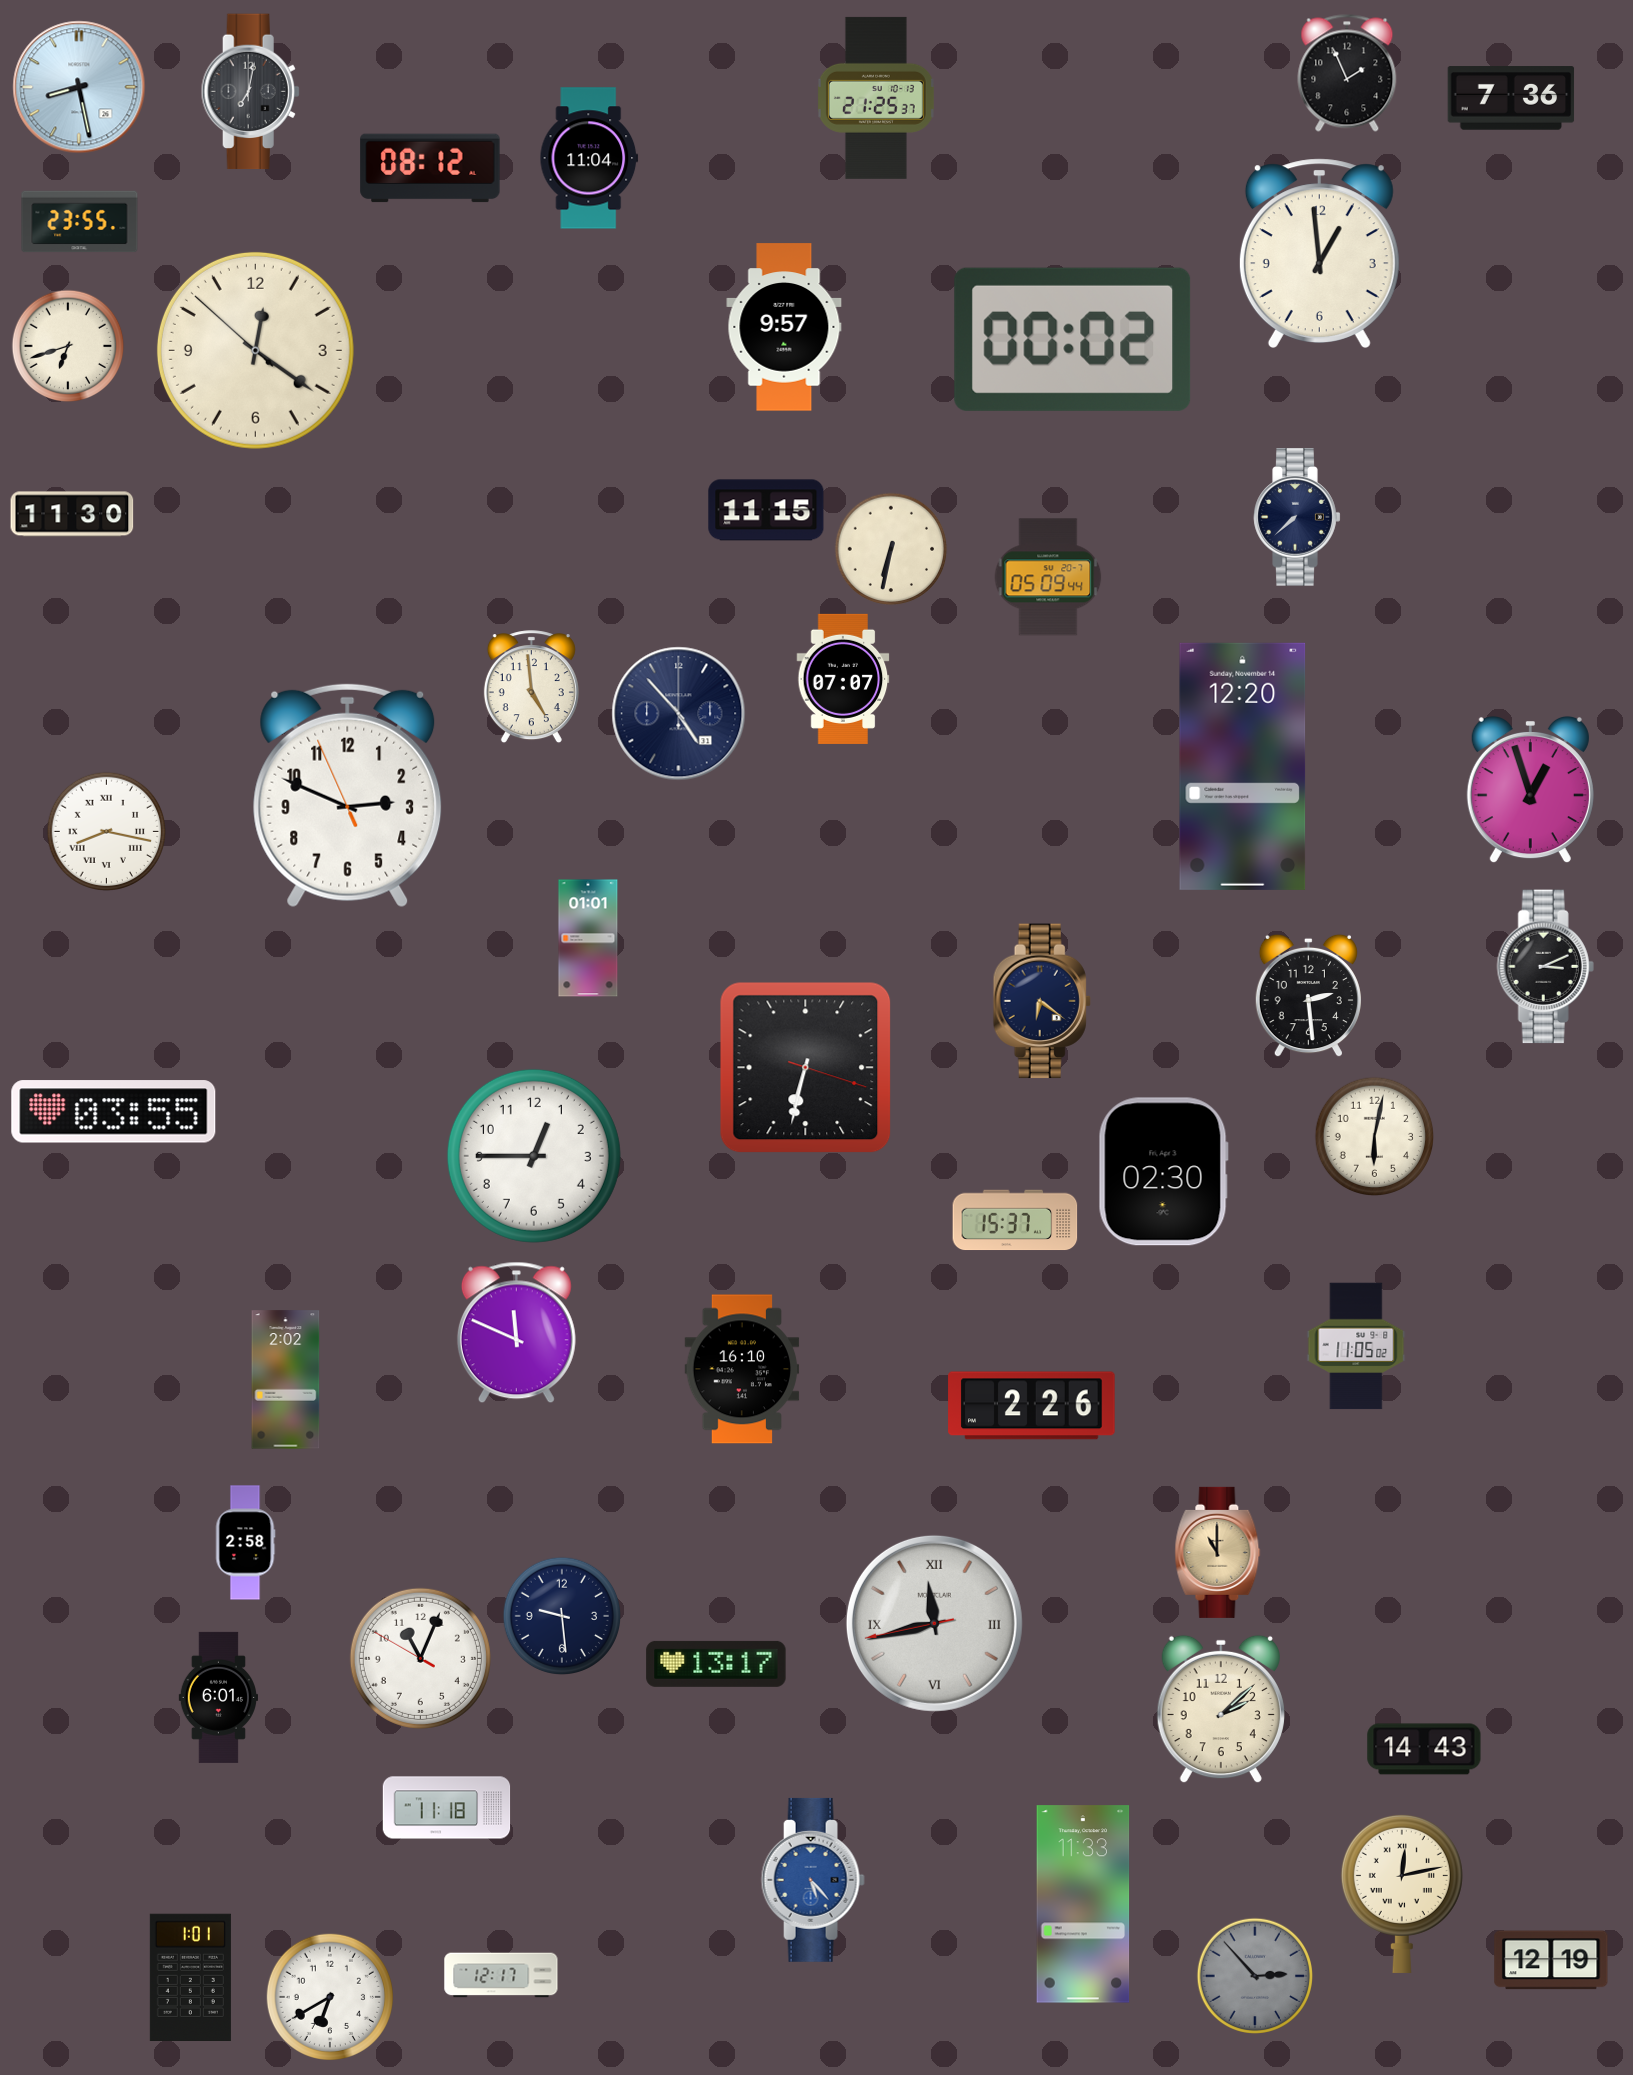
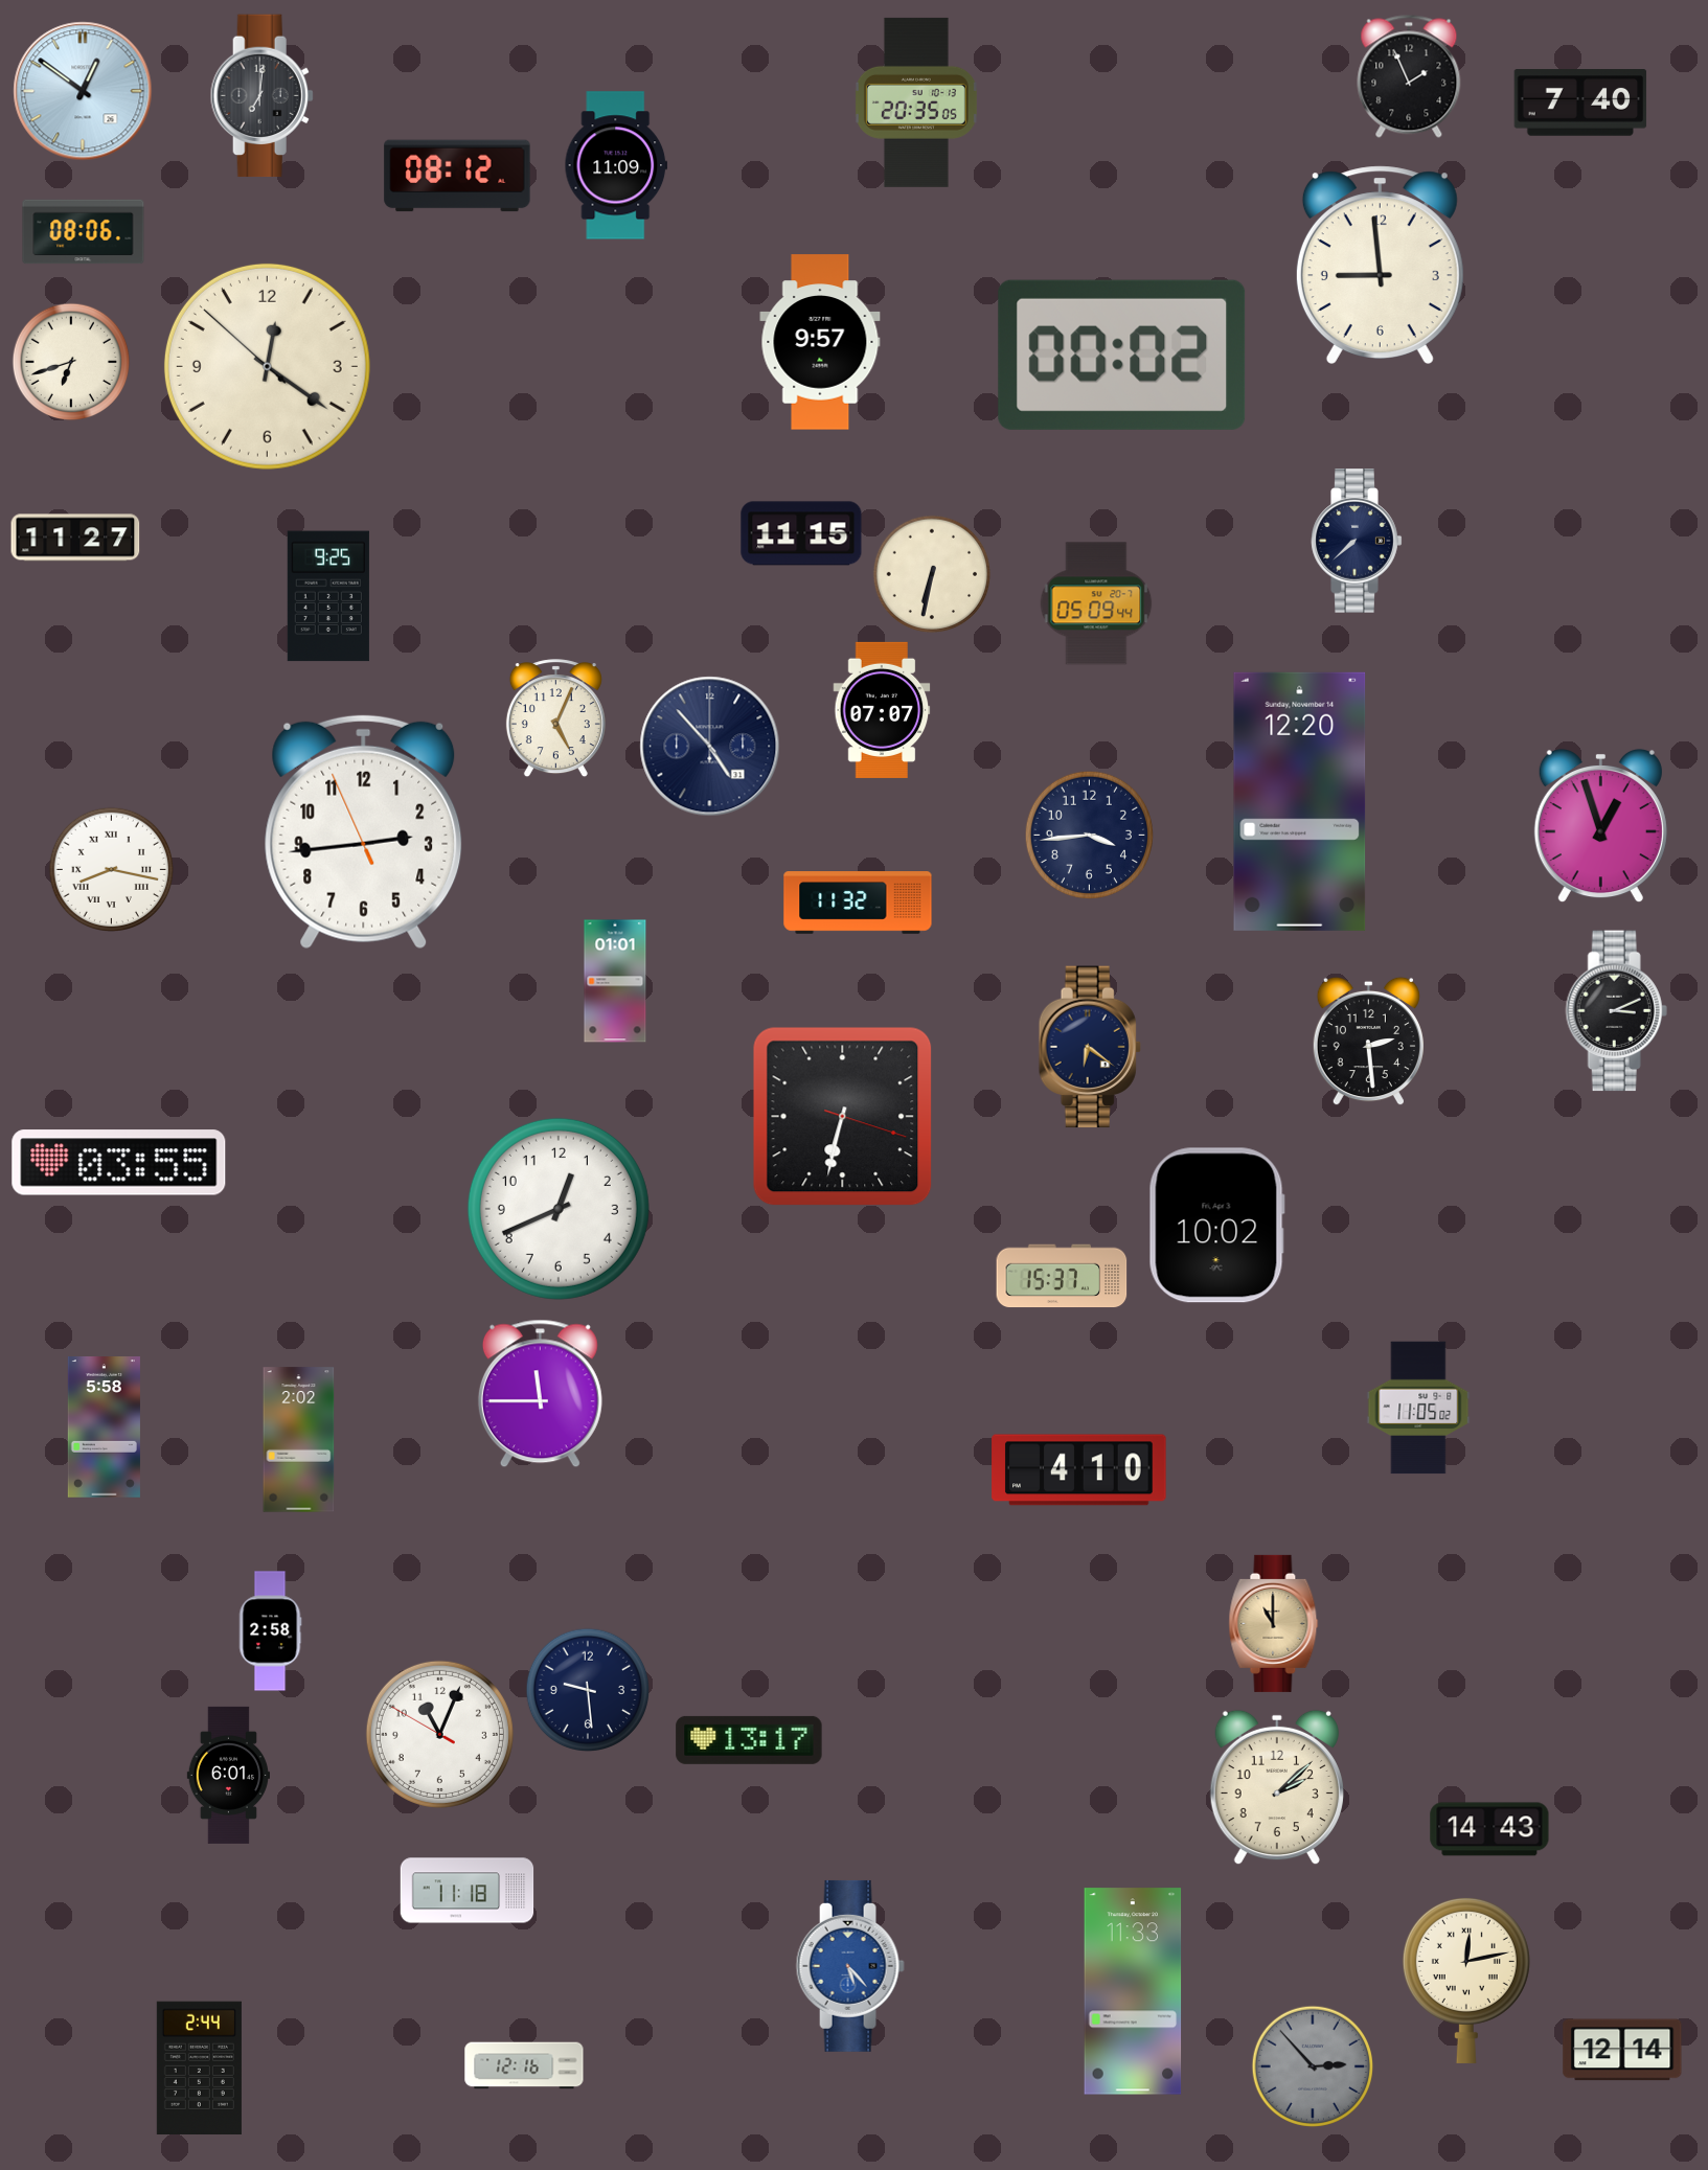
clock at (79, 87): 8:28 -> 12:51
clock at (250, 92): 7:02 -> 7:01
clock at (876, 98): 21:25 -> 20:35
clock at (1511, 98): 7:36 -> 7:40
clock at (589, 158): 11:04 -> 11:09
clock at (430, 168) position: (430, 168) -> (457, 176)
clock at (80, 222): 23:55 -> 08:06
clock at (1319, 253): 12:59 -> 8:59
clock at (72, 514): 11:30 -> 11:27
clock at (328, 596): none -> 9:25
clock at (531, 687): 4:59 -> 5:04
clock at (348, 796): 2:48 -> 2:43
clock at (1089, 835): none -> 3:44
clock at (858, 903): none -> 11:32
clock at (1374, 1136): 6:02 -> none
clock at (534, 1156): 12:45 -> 12:41
clock at (1163, 1172): 02:30 -> 10:02
clock at (516, 1333): 11:49 -> 11:45
clock at (104, 1427): none -> 5:58
clock at (742, 1369): 16:10 -> none
clock at (286, 1380) position: (286, 1380) -> (299, 1440)
clock at (1032, 1406): 2:26 -> 4:10
clock at (245, 1543) position: (245, 1543) -> (270, 1631)
clock at (934, 1623): 11:42 -> none
clock at (1551, 1960): 12:19 -> 12:14
clock at (501, 1975): 12:17 -> 12:16
clock at (190, 1977): 1:01 -> 2:44
clock at (330, 1997): 6:40 -> none
